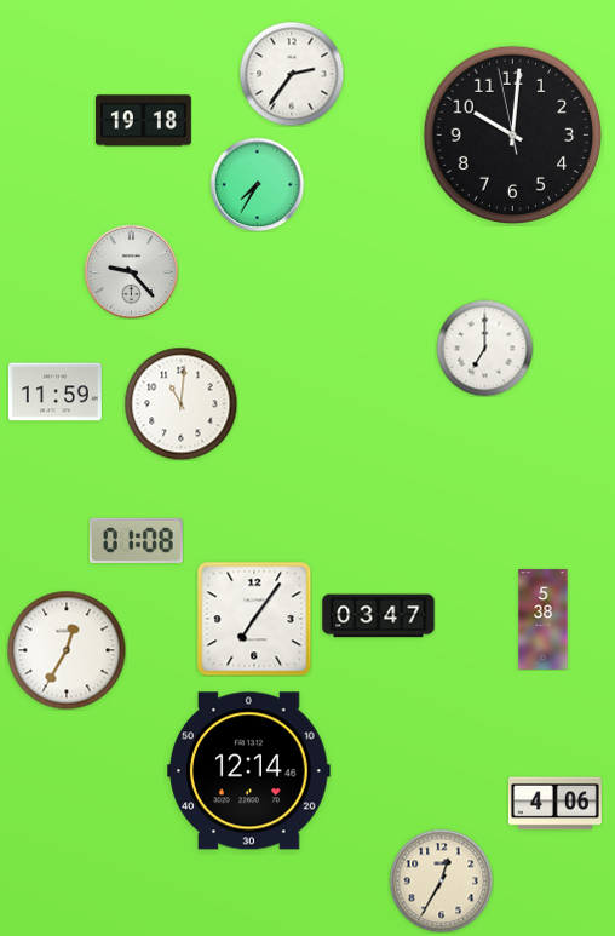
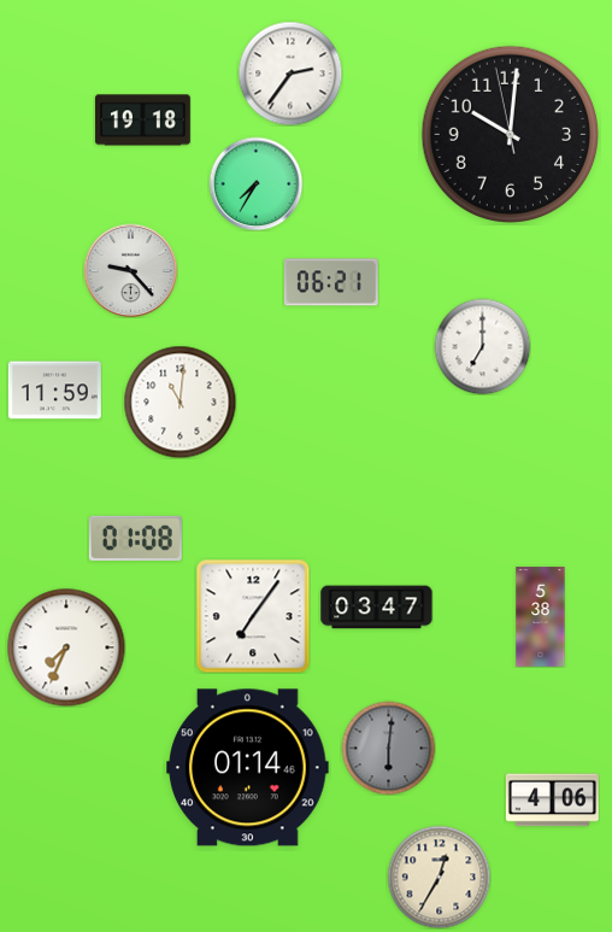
clock at (331, 282): none -> 06:21
clock at (379, 616) position: (379, 616) -> (377, 608)
clock at (67, 650): 12:35 -> 7:34
clock at (388, 748): none -> 6:01
clock at (249, 771): 12:14 -> 01:14
